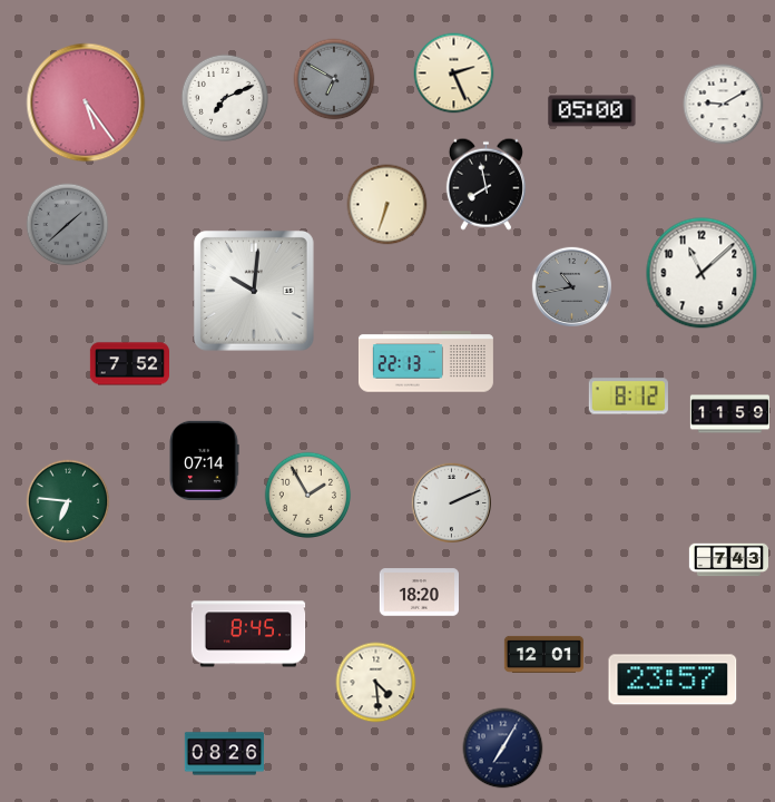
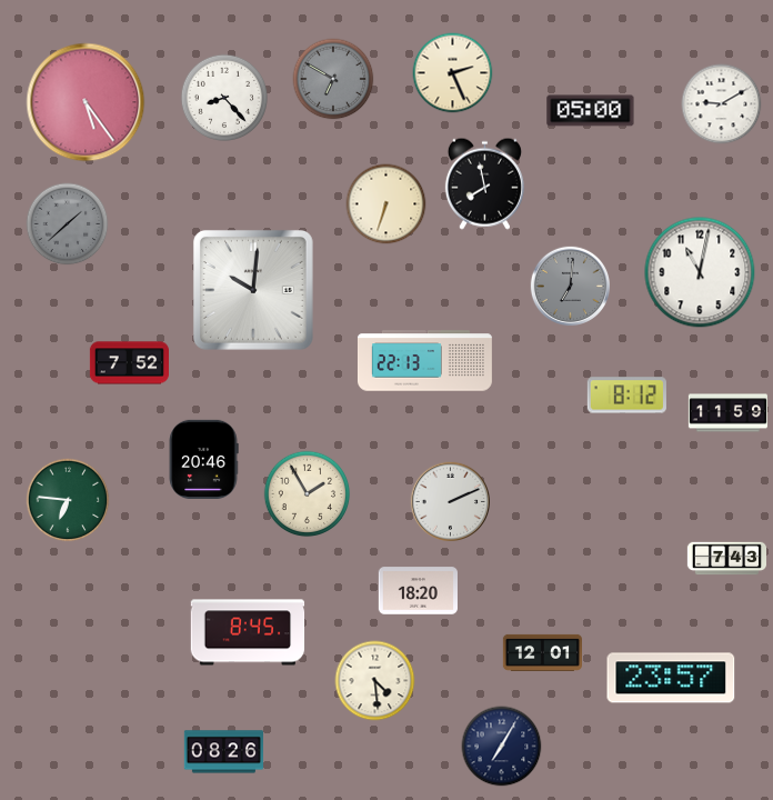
clock at (224, 97): 7:11 -> 8:23
clock at (702, 273): 11:08 -> 11:02
clock at (571, 286): 10:43 -> 7:01
clock at (204, 460): 07:14 -> 20:46
